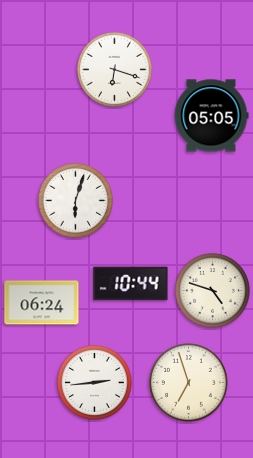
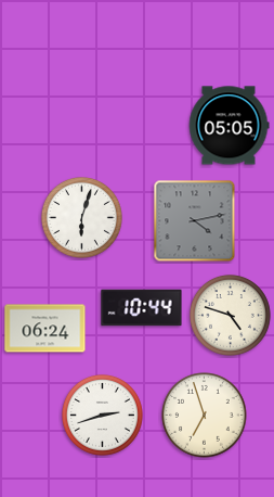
clock at (114, 69): 6:18 -> none
clock at (195, 221): none -> 4:13
clock at (94, 382): 2:44 -> 2:42
